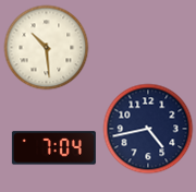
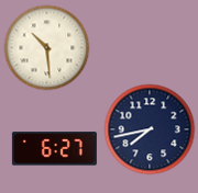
clock at (148, 129): 4:43 -> 7:43
clock at (53, 148): 7:04 -> 6:27
